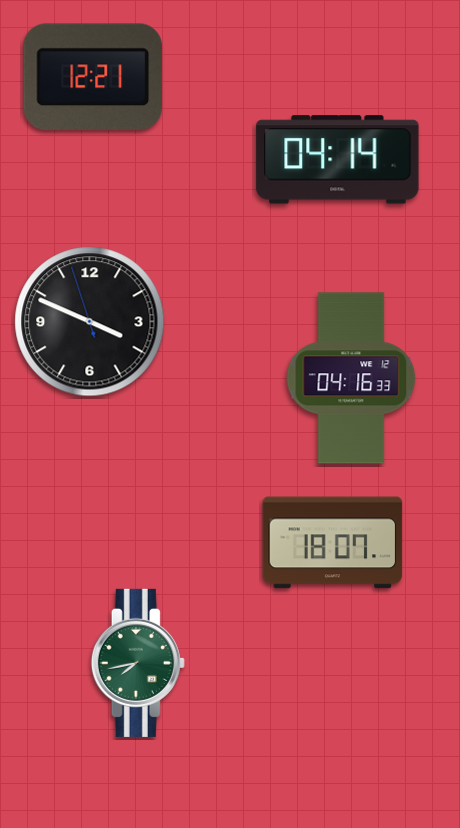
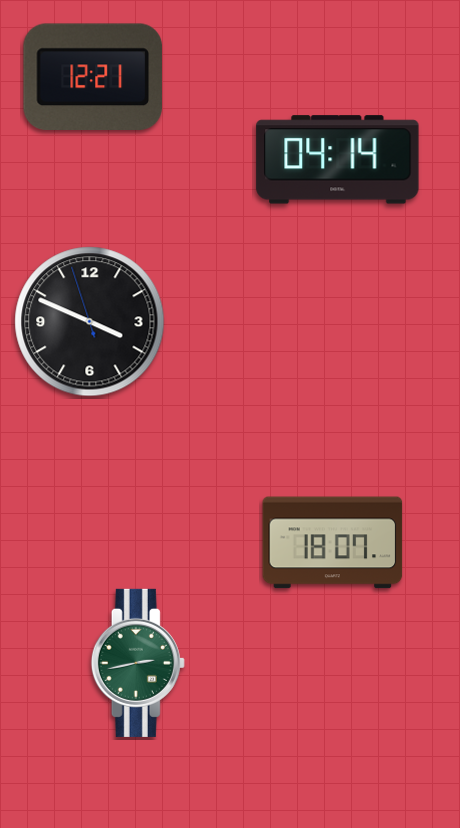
clock at (351, 378): 04:16 -> none
clock at (138, 663): 7:43 -> 2:43
